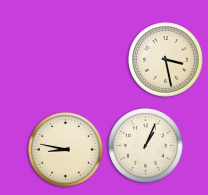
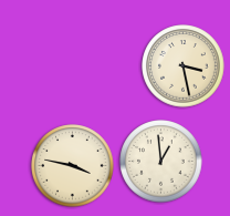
clock at (146, 146): 1:04 -> 12:59
clock at (66, 150): 8:47 -> 3:47
